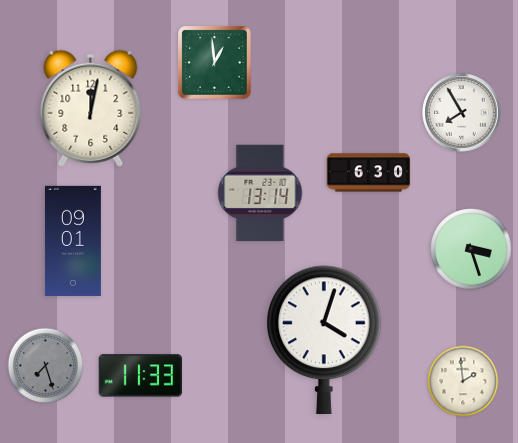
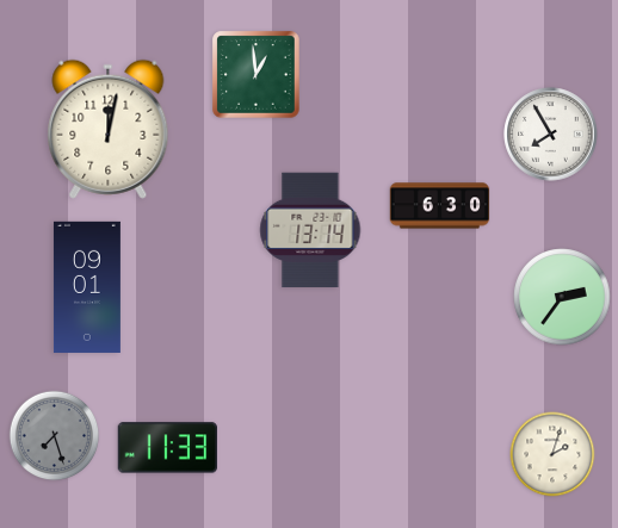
clock at (471, 249): 3:27 -> 2:36
clock at (324, 339): 4:03 -> none
clock at (463, 381): 1:59 -> 2:03
